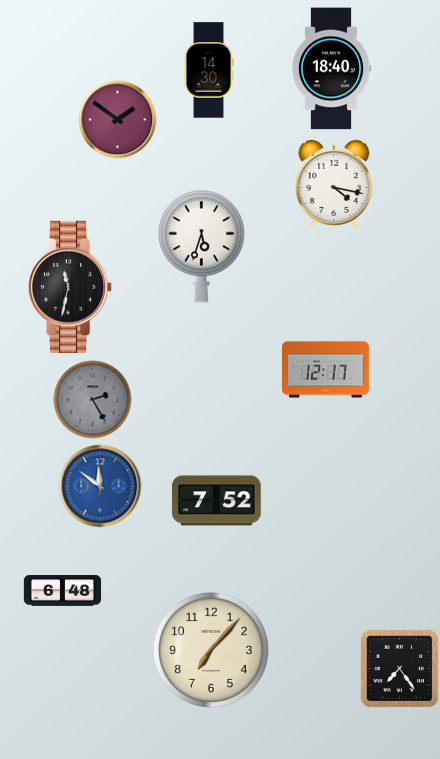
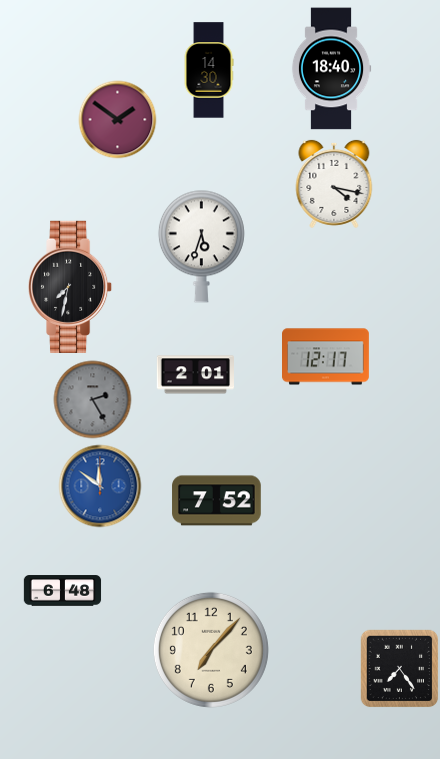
clock at (71, 287): 11:32 -> 7:32
clock at (326, 370) position: (326, 370) -> (326, 357)
clock at (195, 375): none -> 2:01
